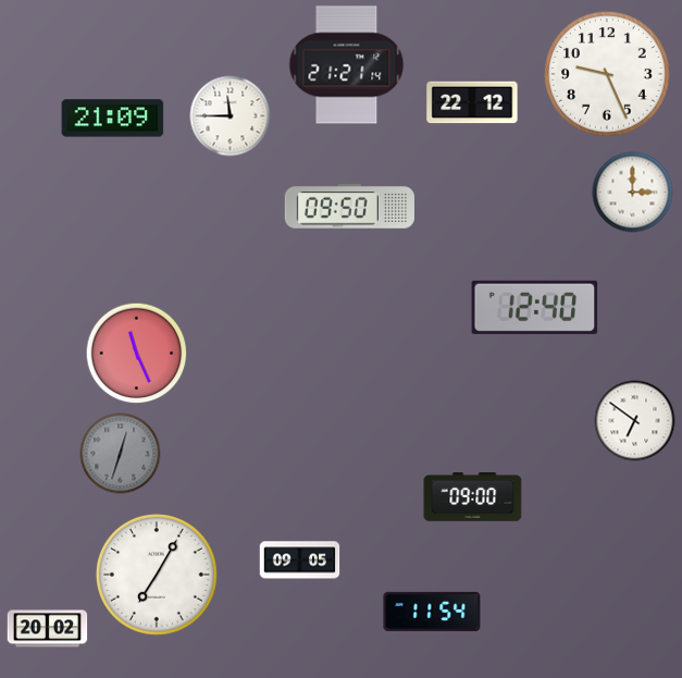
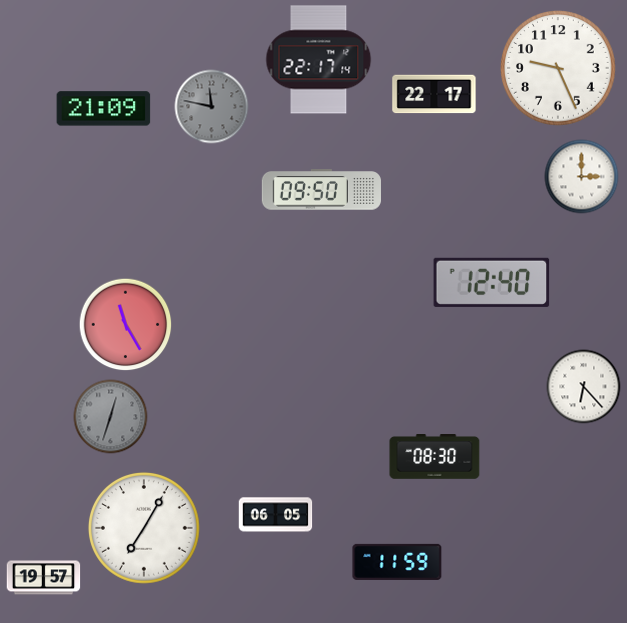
clock at (347, 65): 21:21 -> 22:17
clock at (472, 102): 22:12 -> 22:17
clock at (231, 116): 11:45 -> 11:47
clock at (231, 116) dial: white -> grey
clock at (137, 354): 11:26 -> 11:25
clock at (635, 421): 6:51 -> 6:23
clock at (473, 497): 09:00 -> 08:30
clock at (300, 560): 09:05 -> 06:05
clock at (432, 612): 11:54 -> 11:59
clock at (48, 629): 20:02 -> 19:57
